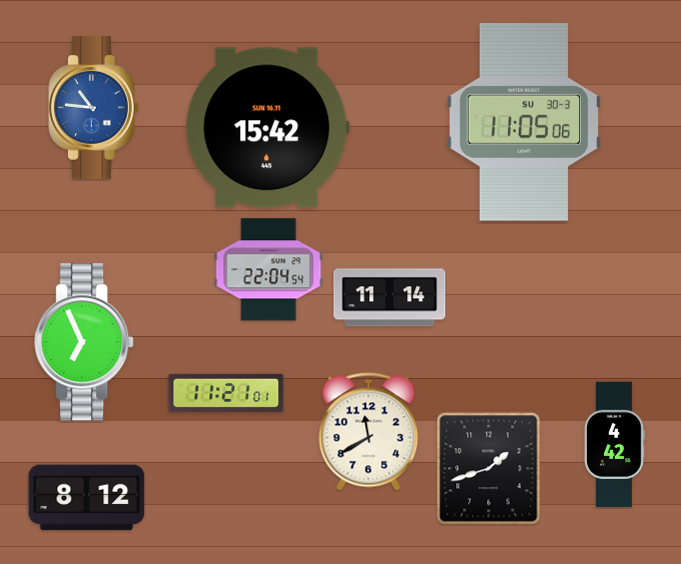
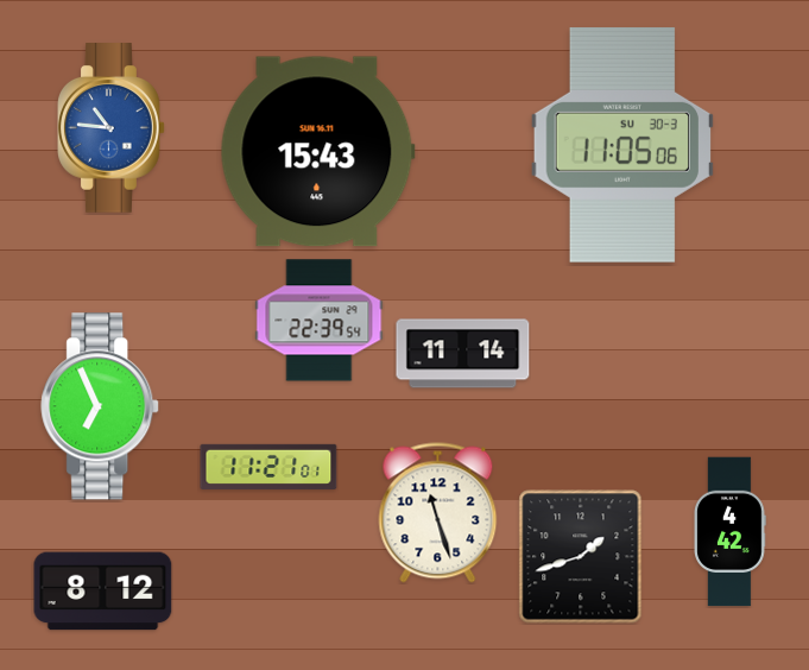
clock at (267, 128): 15:42 -> 15:43
clock at (269, 270): 22:04 -> 22:39
clock at (369, 432): 11:40 -> 11:27
clock at (615, 445) position: (615, 445) -> (731, 532)
